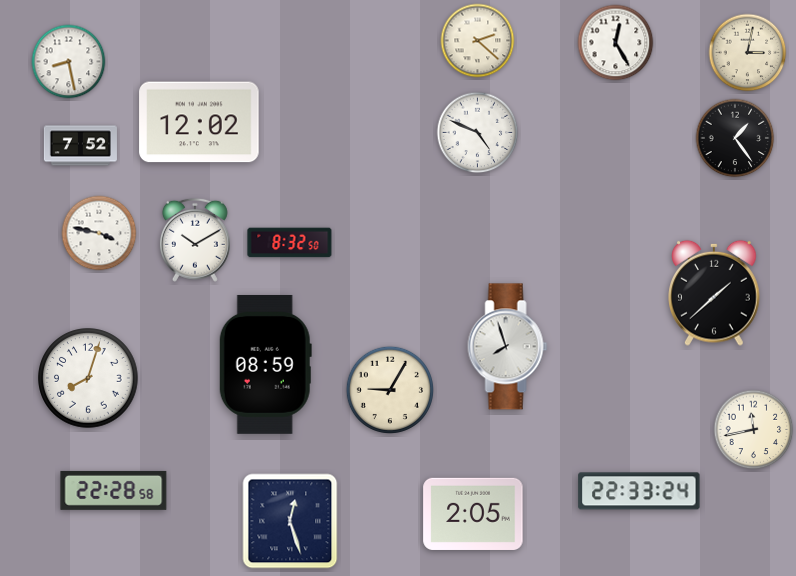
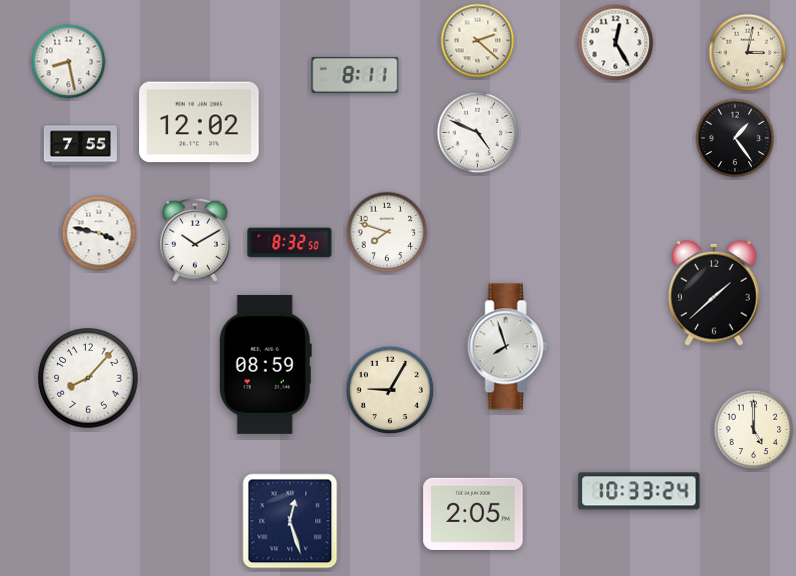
clock at (355, 75): none -> 8:11
clock at (80, 146): 7:52 -> 7:55
clock at (387, 232): none -> 7:48
clock at (88, 378): 8:03 -> 8:07
clock at (754, 430): 11:43 -> 5:00
clock at (114, 490): 22:28 -> none
clock at (639, 491): 22:33 -> 10:33
